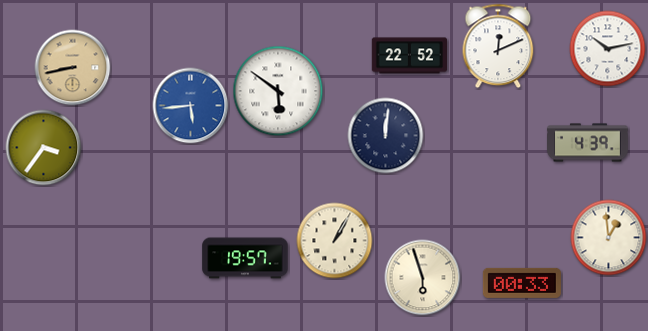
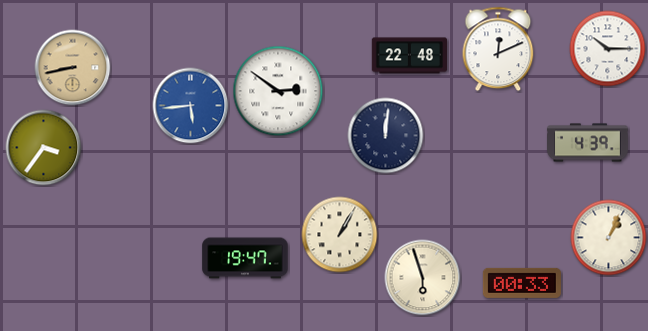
clock at (498, 46) position: (498, 46) -> (498, 49)
clock at (608, 49): 10:13 -> 10:15
clock at (409, 56): 22:52 -> 22:48
clock at (278, 91): 5:51 -> 2:51
clock at (609, 238): 12:59 -> 1:04
clock at (335, 241) position: (335, 241) -> (340, 235)
clock at (245, 258): 19:57 -> 19:47
